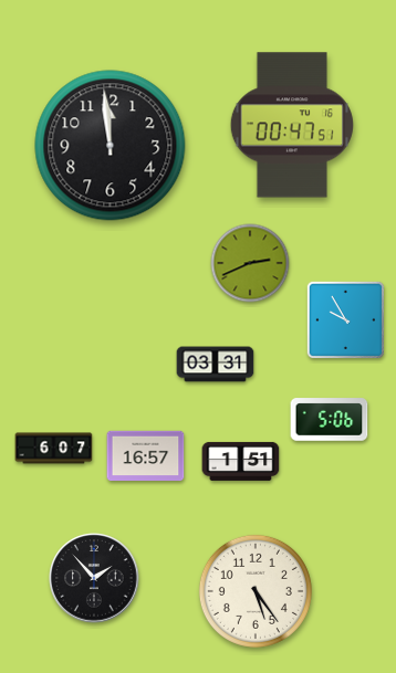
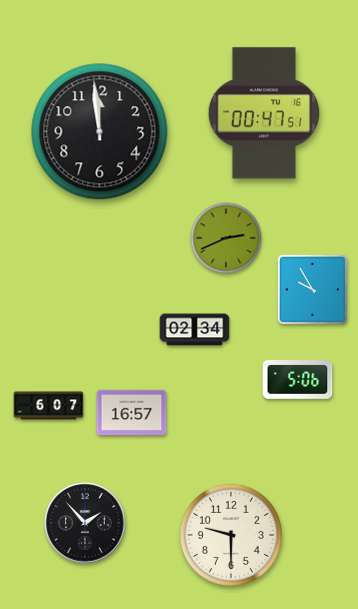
clock at (216, 365): 03:31 -> 02:34
clock at (241, 461): 1:51 -> none
clock at (256, 591): 5:24 -> 9:30
